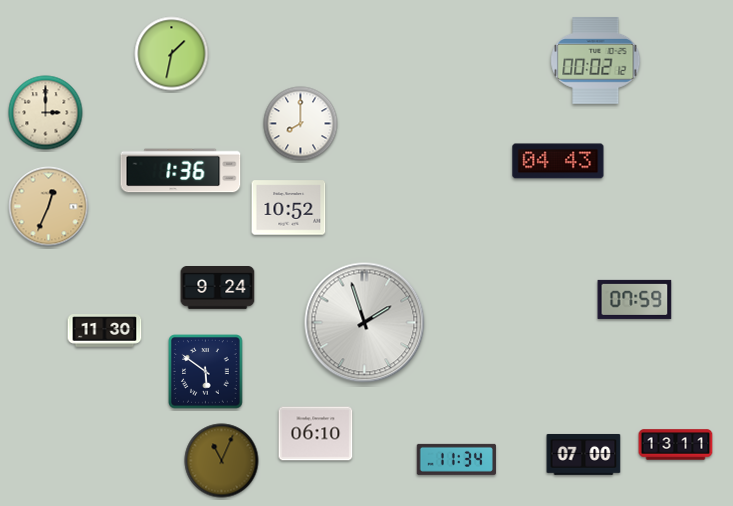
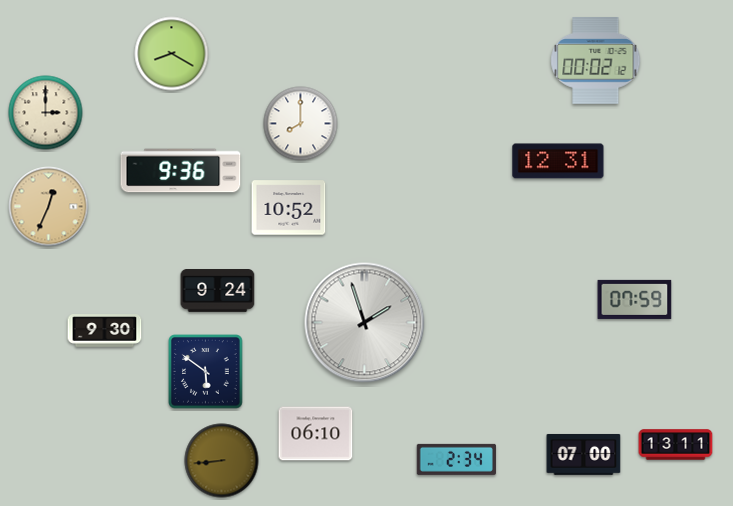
clock at (172, 54): 1:32 -> 8:20
clock at (558, 161): 04:43 -> 12:31
clock at (181, 171): 1:36 -> 9:36
clock at (218, 288) position: (218, 288) -> (218, 291)
clock at (105, 331): 11:30 -> 9:30
clock at (456, 459): 11:34 -> 2:34
clock at (222, 461): 11:04 -> 8:44
